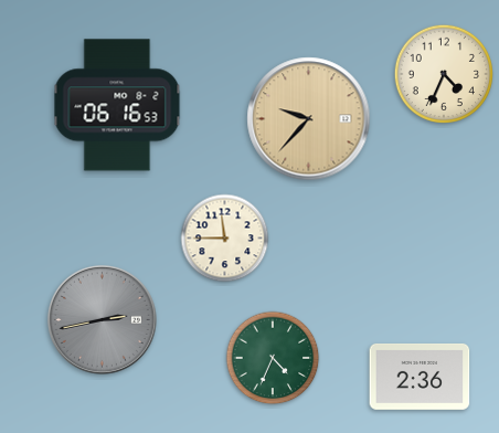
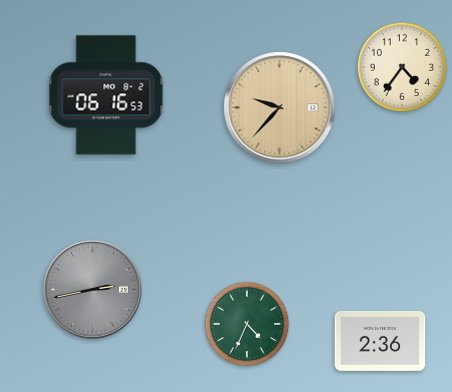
clock at (443, 73): 4:34 -> 4:36
clock at (225, 239): 11:45 -> none
